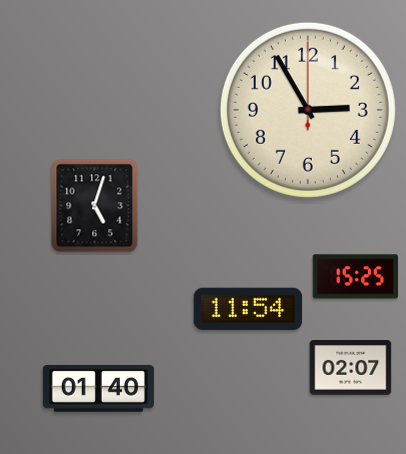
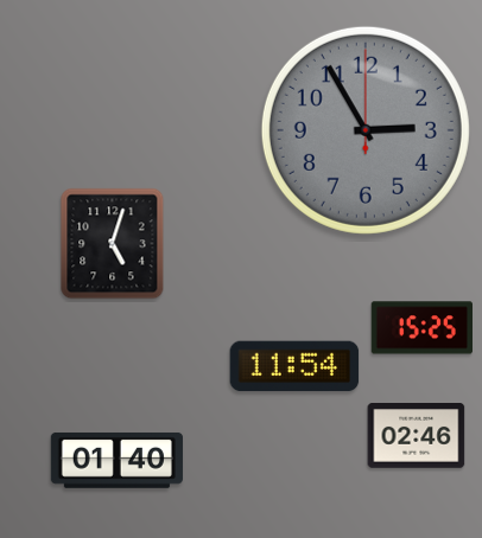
clock at (308, 110) dial: cream -> grey
clock at (351, 368): 02:07 -> 02:46
